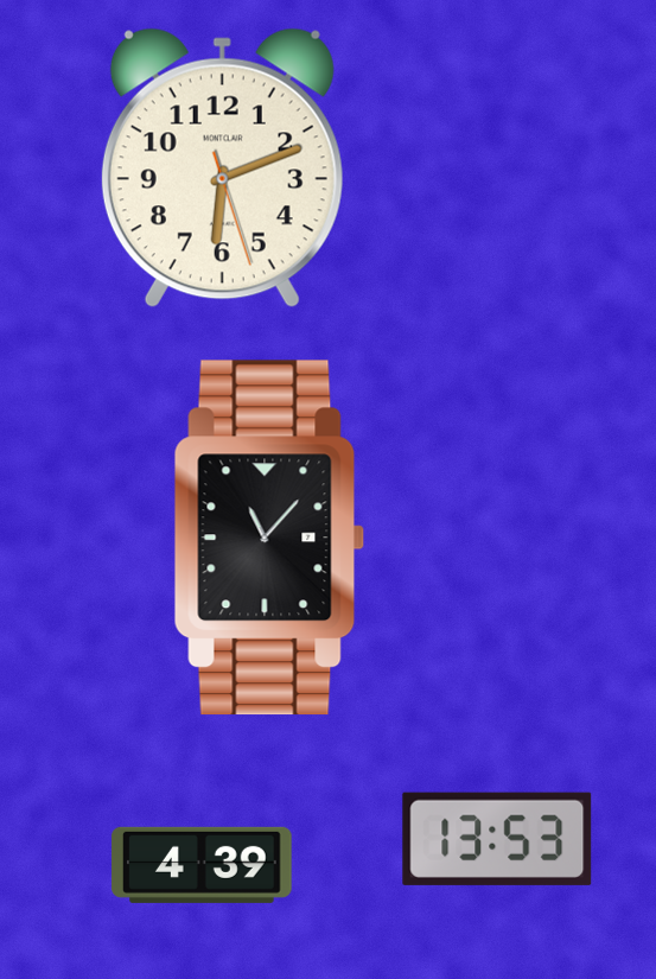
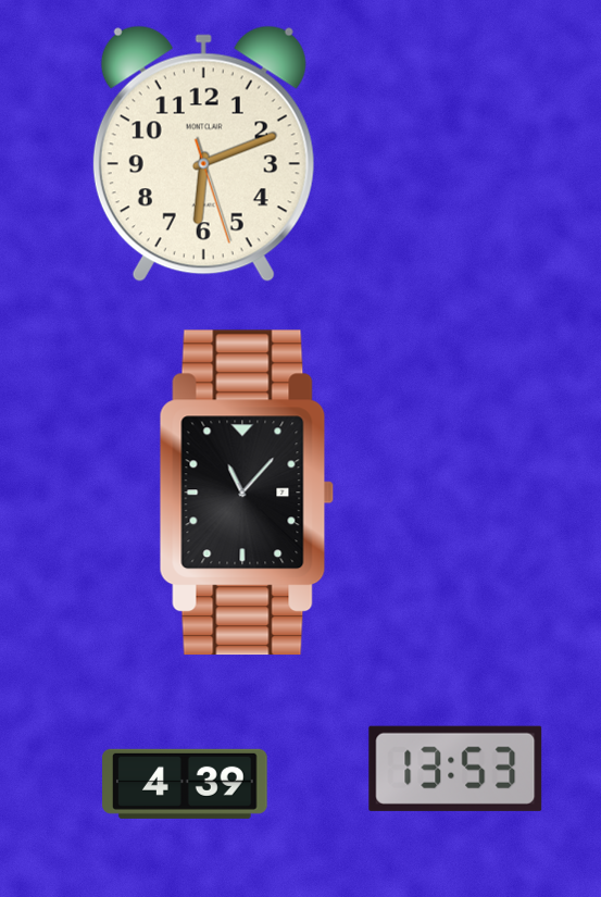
clock at (202, 865) position: (202, 865) -> (185, 784)
